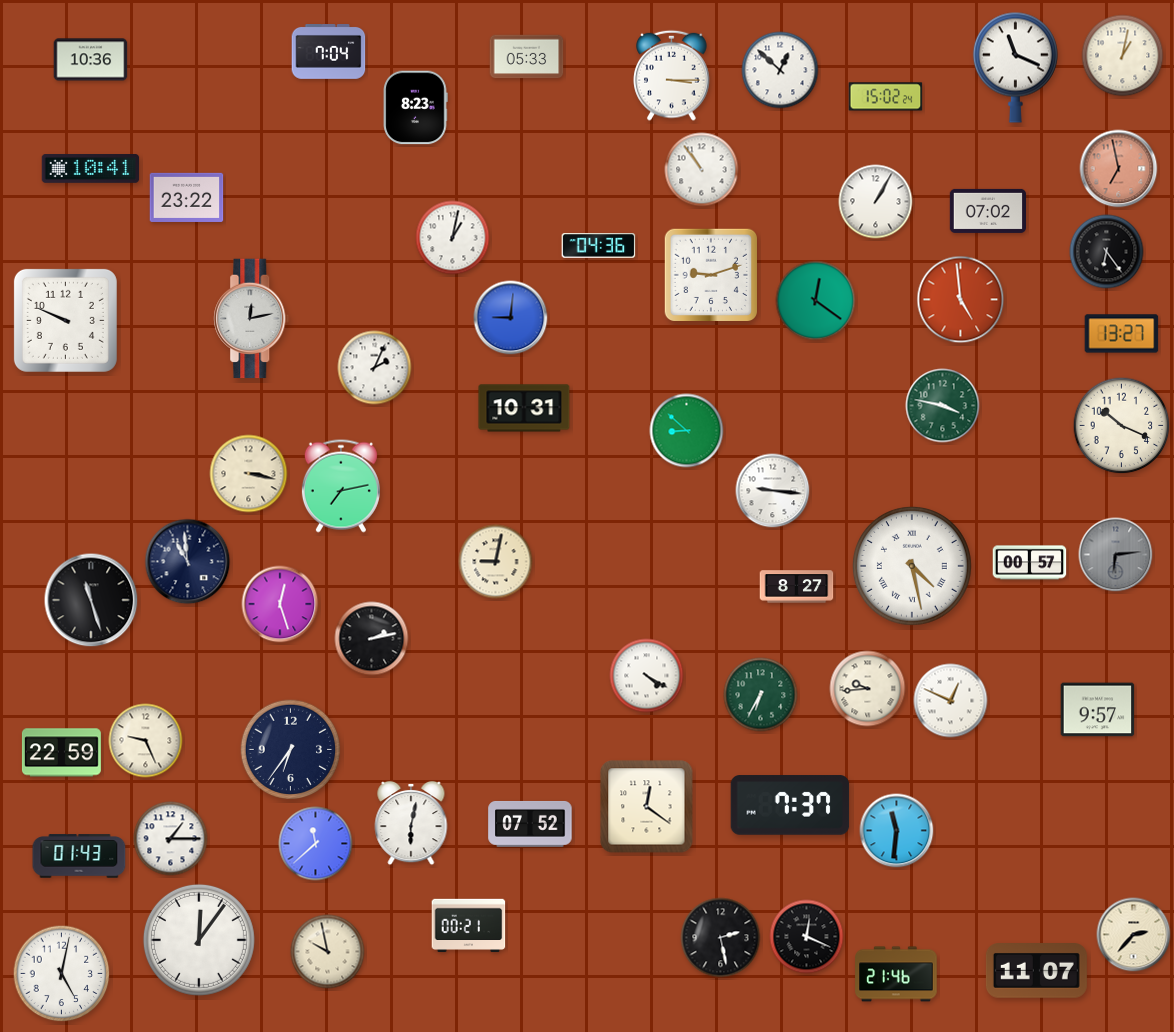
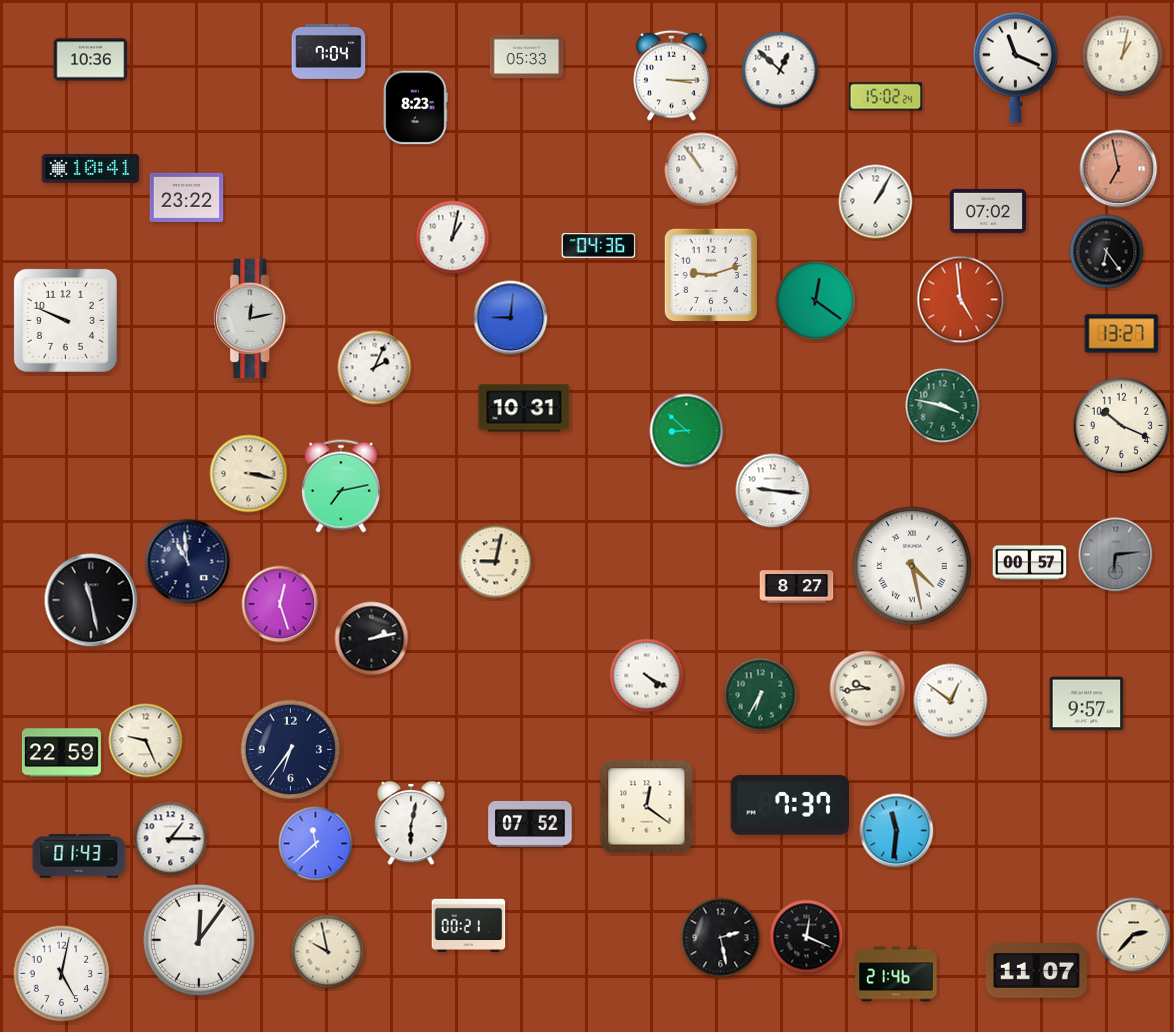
clock at (91, 600): 11:27 -> 11:28
clock at (951, 701): 12:49 -> 12:51
clock at (1098, 710) position: (1098, 710) -> (1087, 704)
